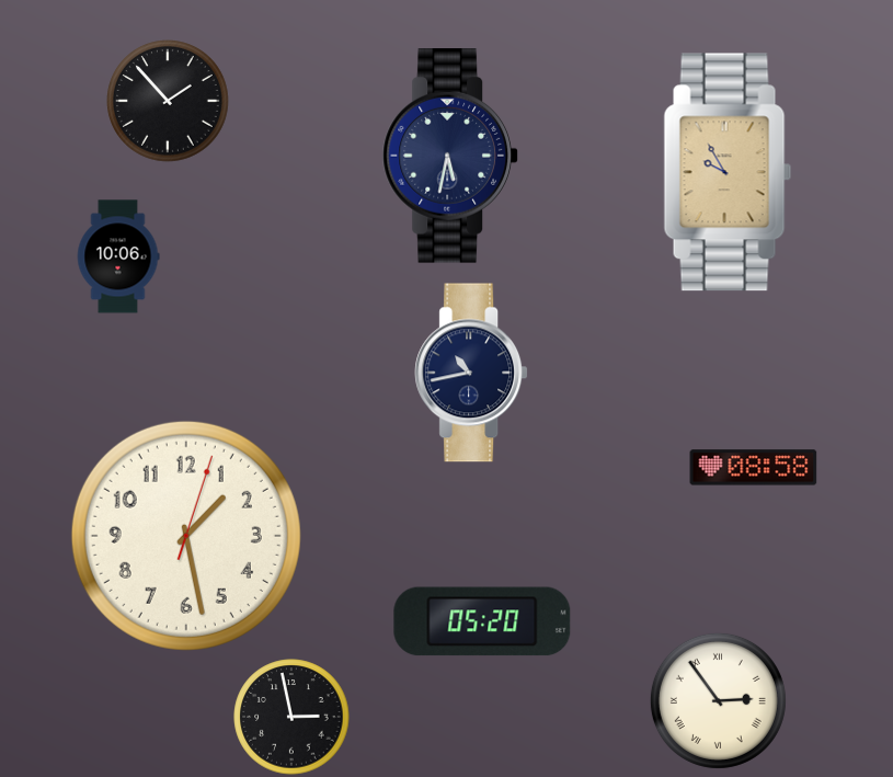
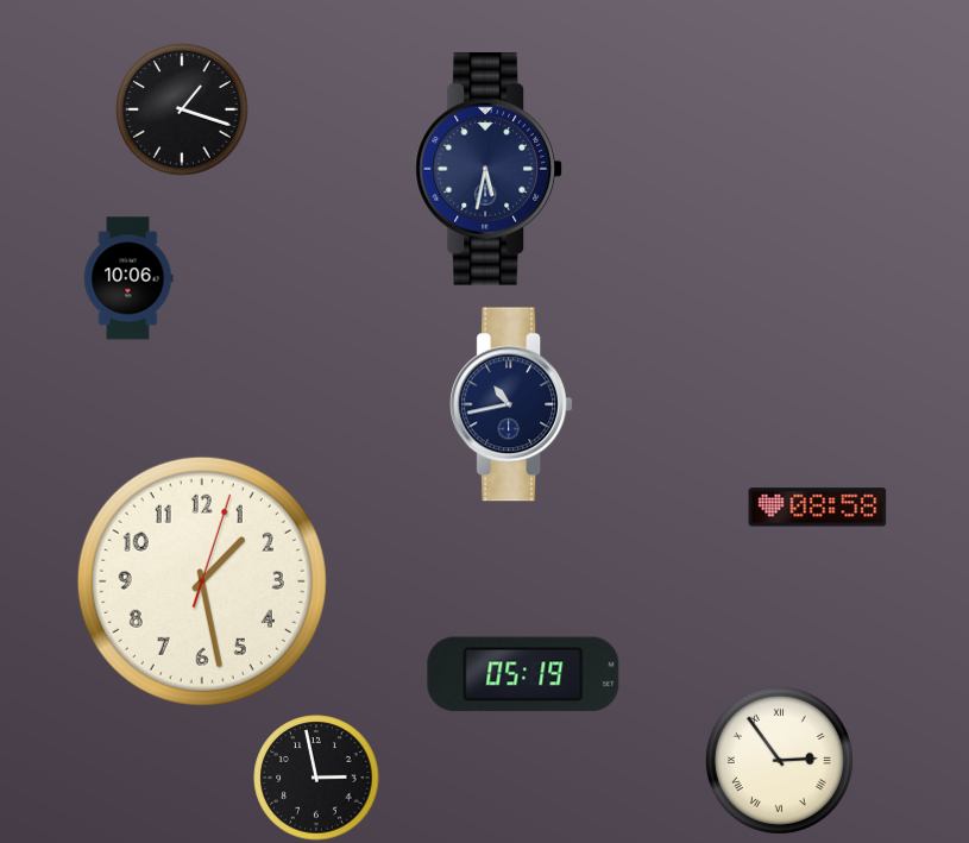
clock at (168, 101): 1:53 -> 1:18
clock at (728, 172): 9:55 -> none
clock at (482, 621): 05:20 -> 05:19
